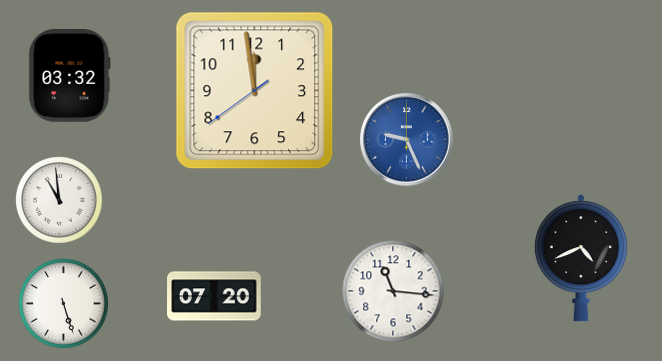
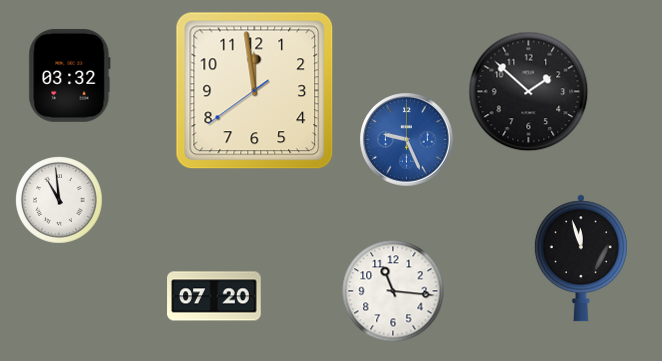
clock at (529, 92): none -> 1:52
clock at (581, 258): 4:41 -> 11:57
clock at (64, 304): 5:27 -> none
